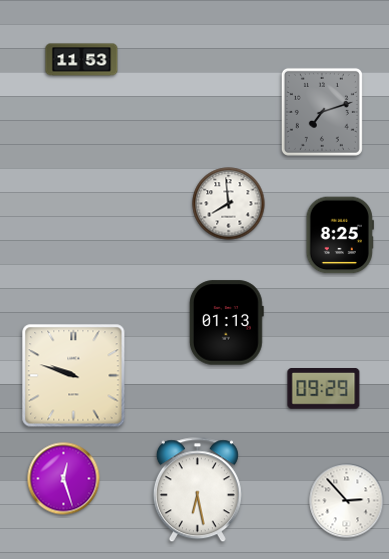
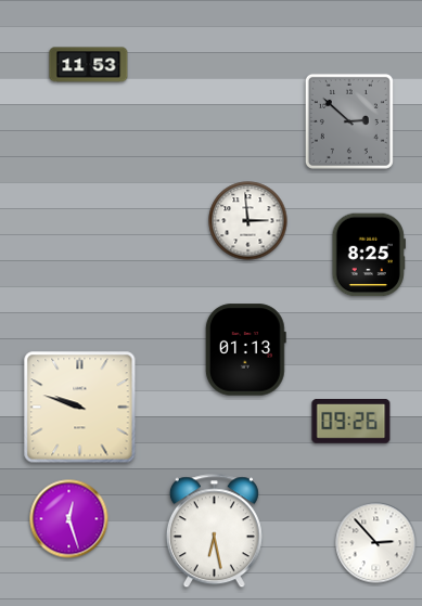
clock at (322, 112): 7:12 -> 2:52
clock at (229, 204): 7:59 -> 2:59
clock at (324, 389): 09:29 -> 09:26
